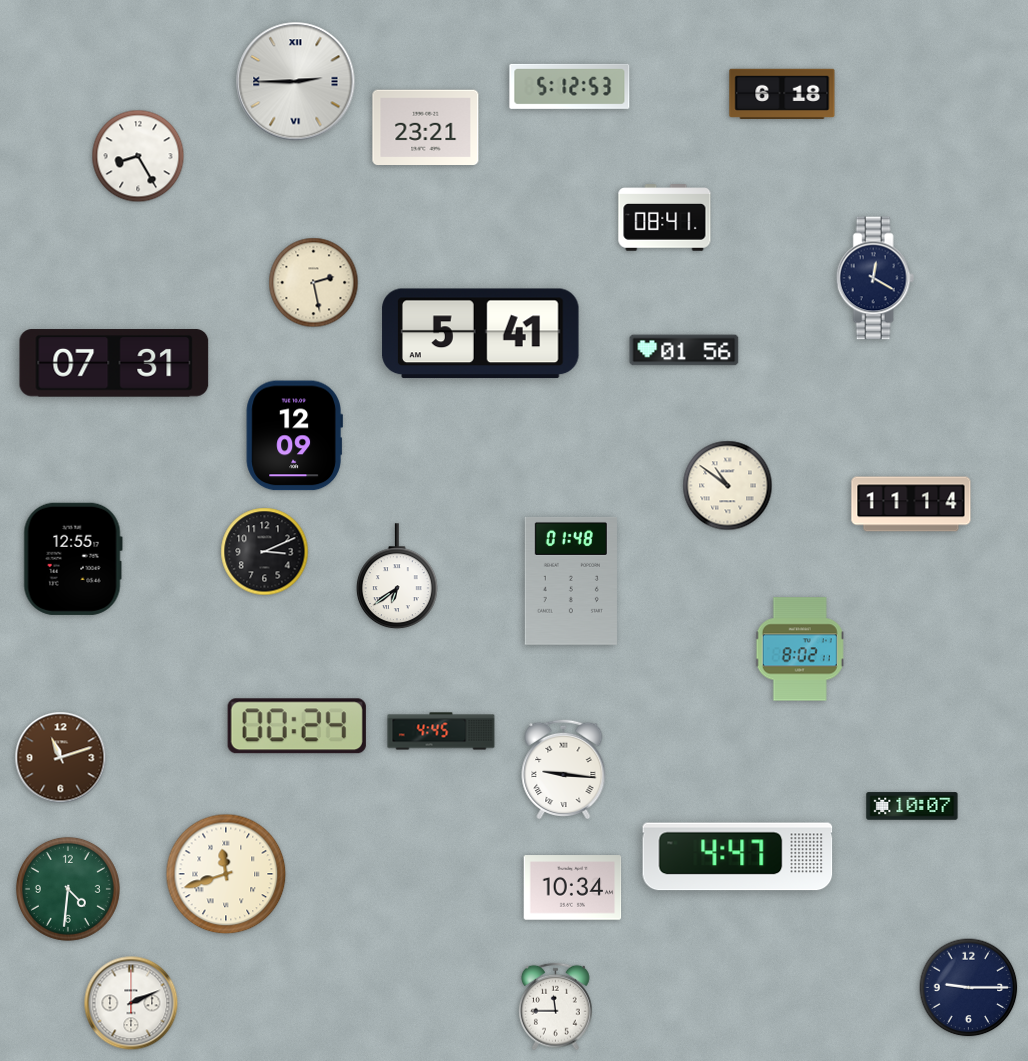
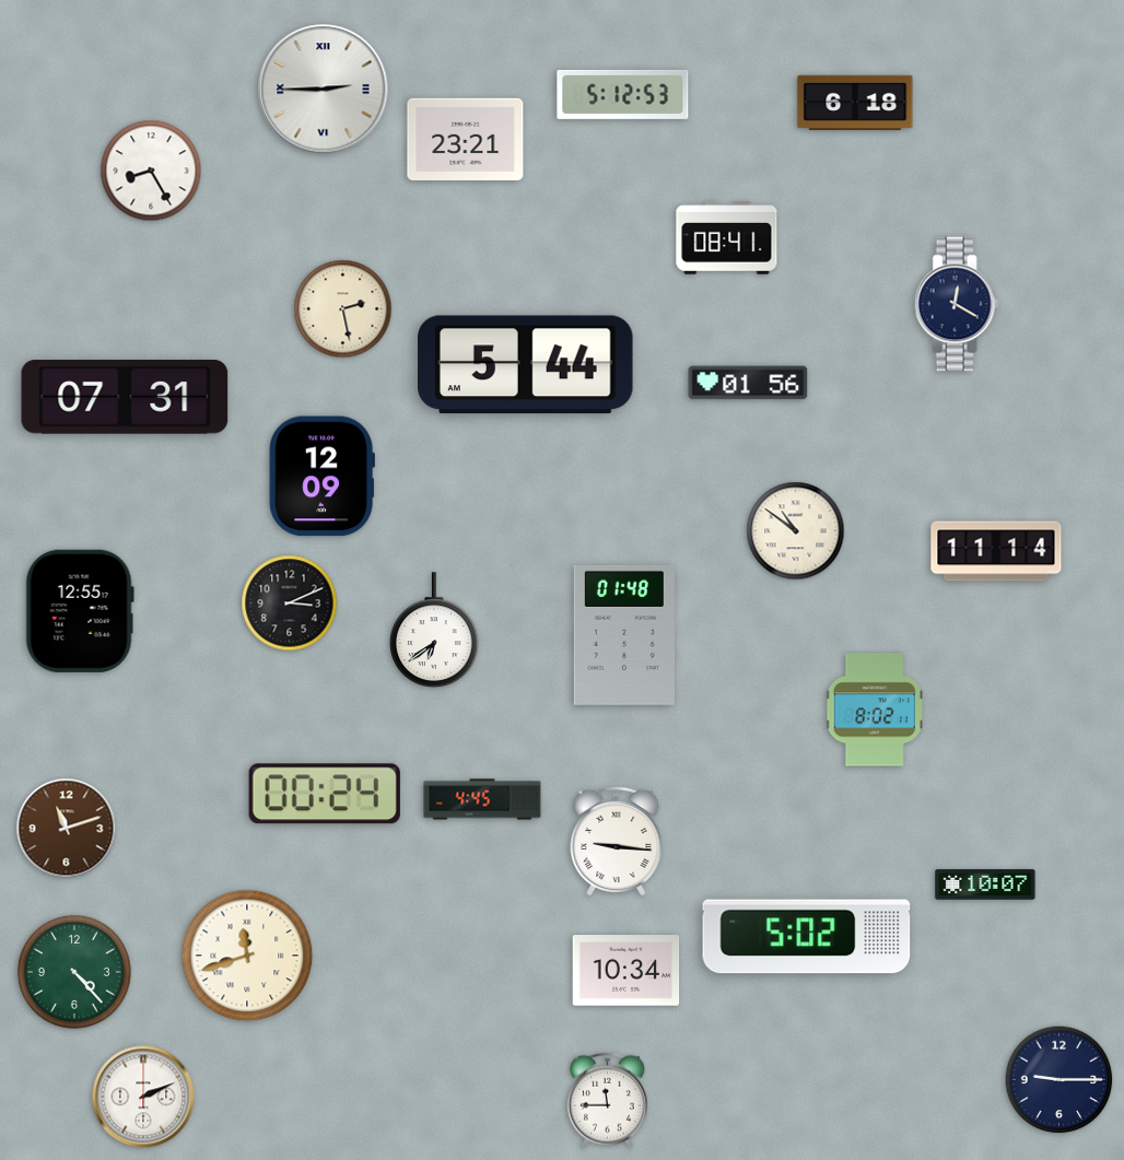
clock at (481, 334): 5:41 -> 5:44
clock at (912, 806) position: (912, 806) -> (985, 884)
clock at (738, 857): 4:47 -> 5:02
clock at (68, 889): 4:31 -> 4:23
